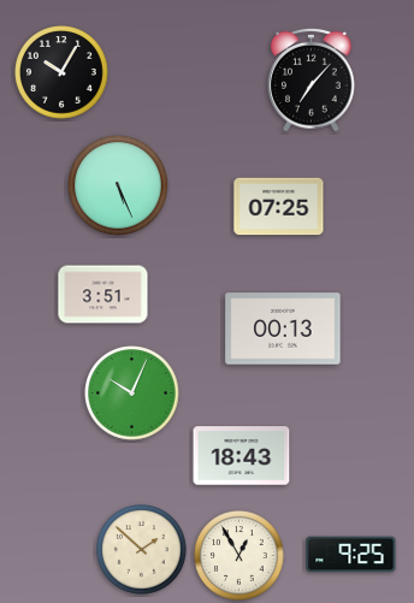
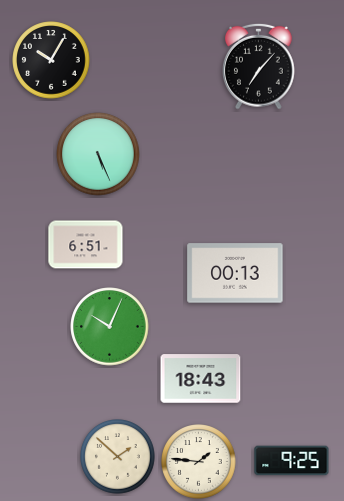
clock at (279, 207): 07:25 -> none
clock at (103, 295): 3:51 -> 6:51
clock at (239, 556): 12:55 -> 1:46
